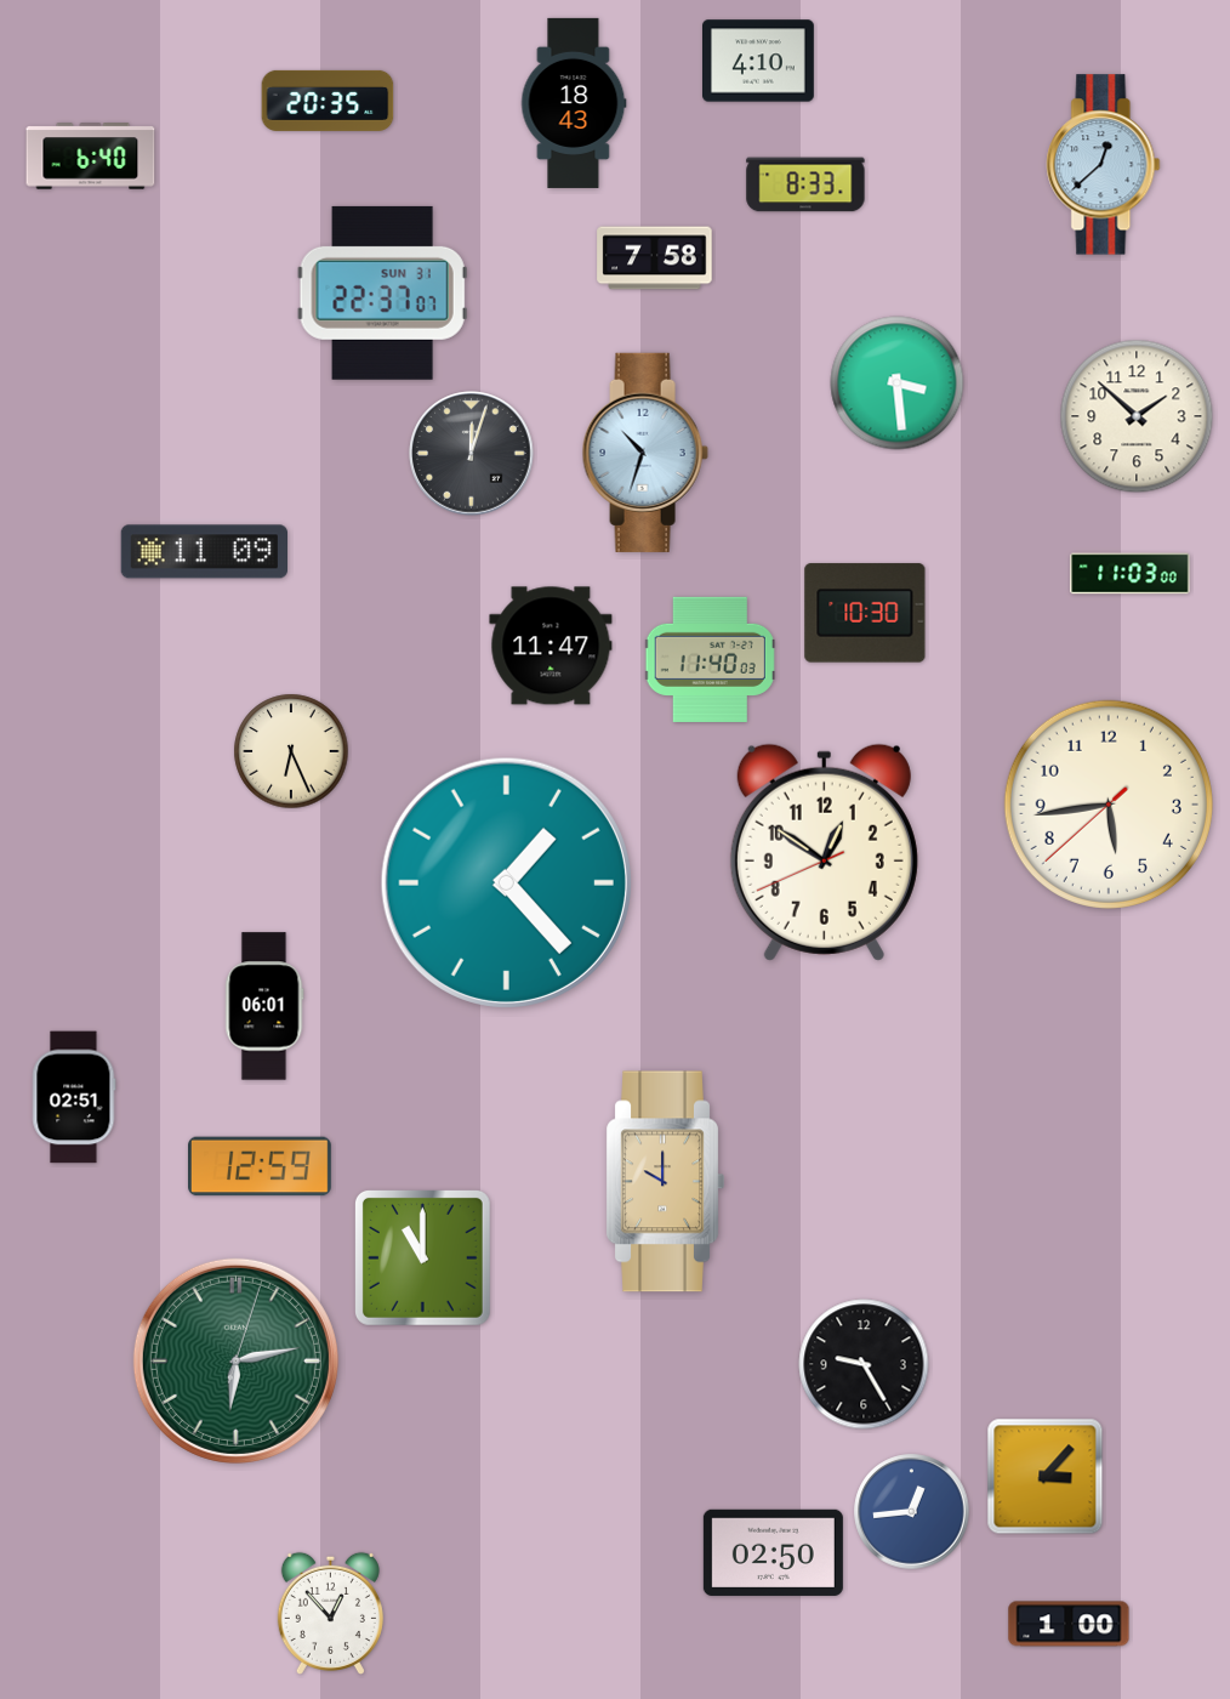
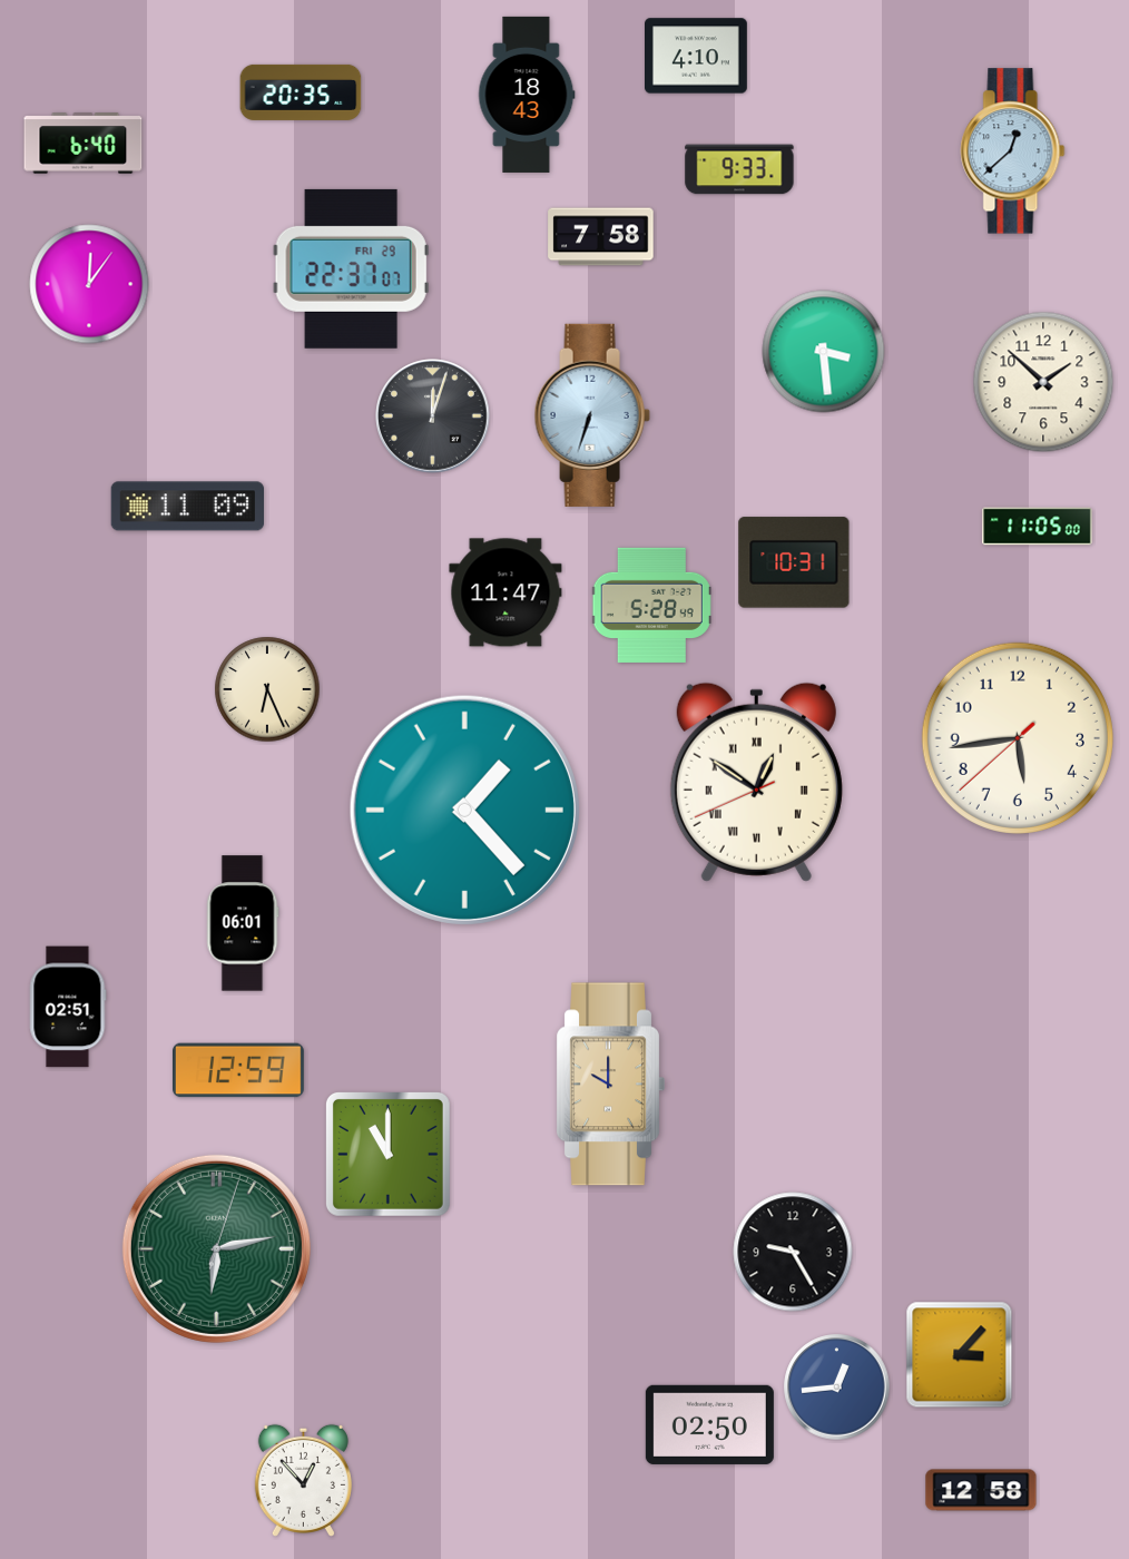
clock at (805, 184): 8:33 -> 9:33
clock at (382, 292) date: SUN 31 -> FRI 29
clock at (89, 284): none -> 12:06
clock at (645, 453): 10:33 -> 6:33
clock at (1131, 574): 11:03 -> 11:05
clock at (865, 613): 10:30 -> 10:31
clock at (710, 659): 11:40 -> 5:28
clock at (824, 852) numerals: Arabic -> Roman
clock at (1069, 1624): 1:00 -> 12:58
